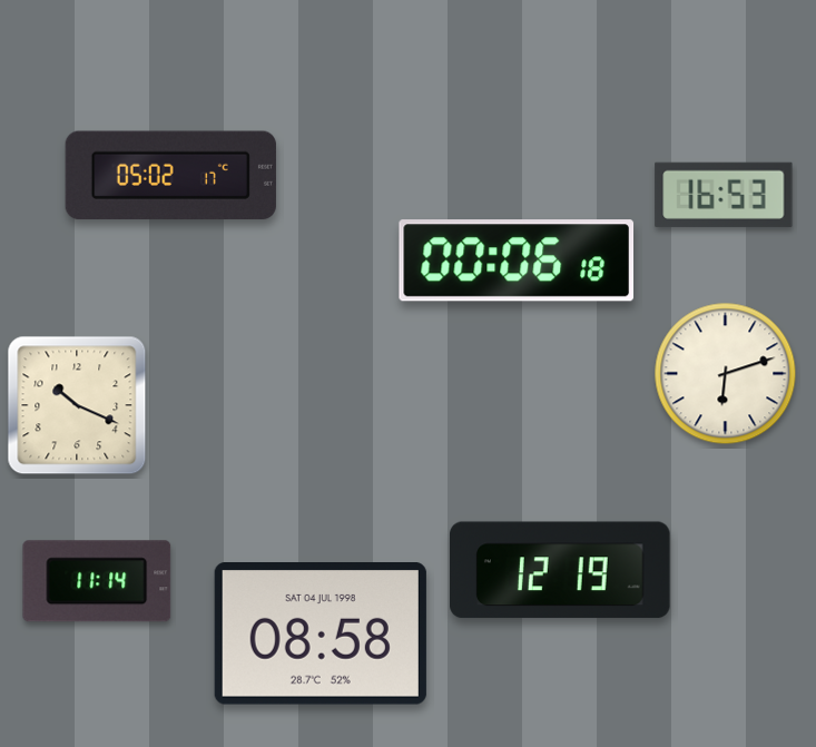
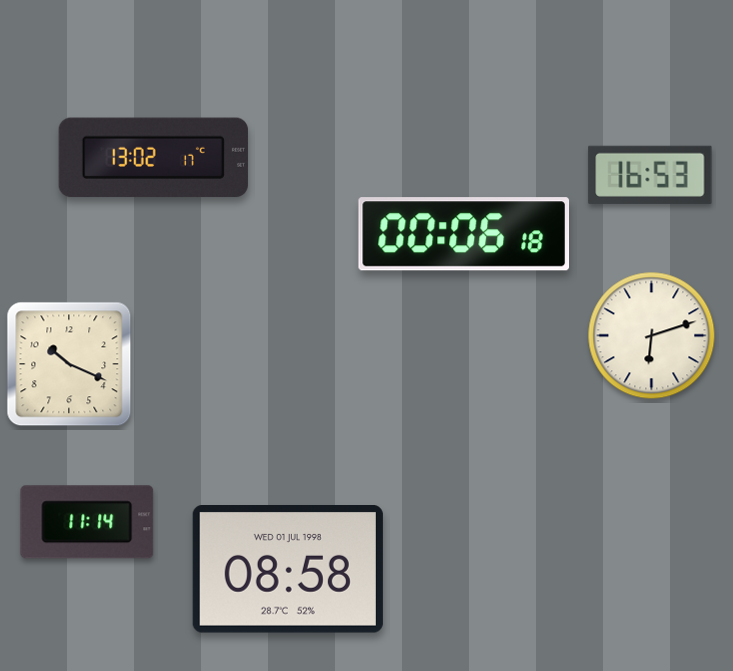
clock at (170, 176): 05:02 -> 13:02
clock at (561, 570): 12:19 -> none
clock at (321, 635) date: SAT 04 JUL 1998 -> WED 01 JUL 1998
